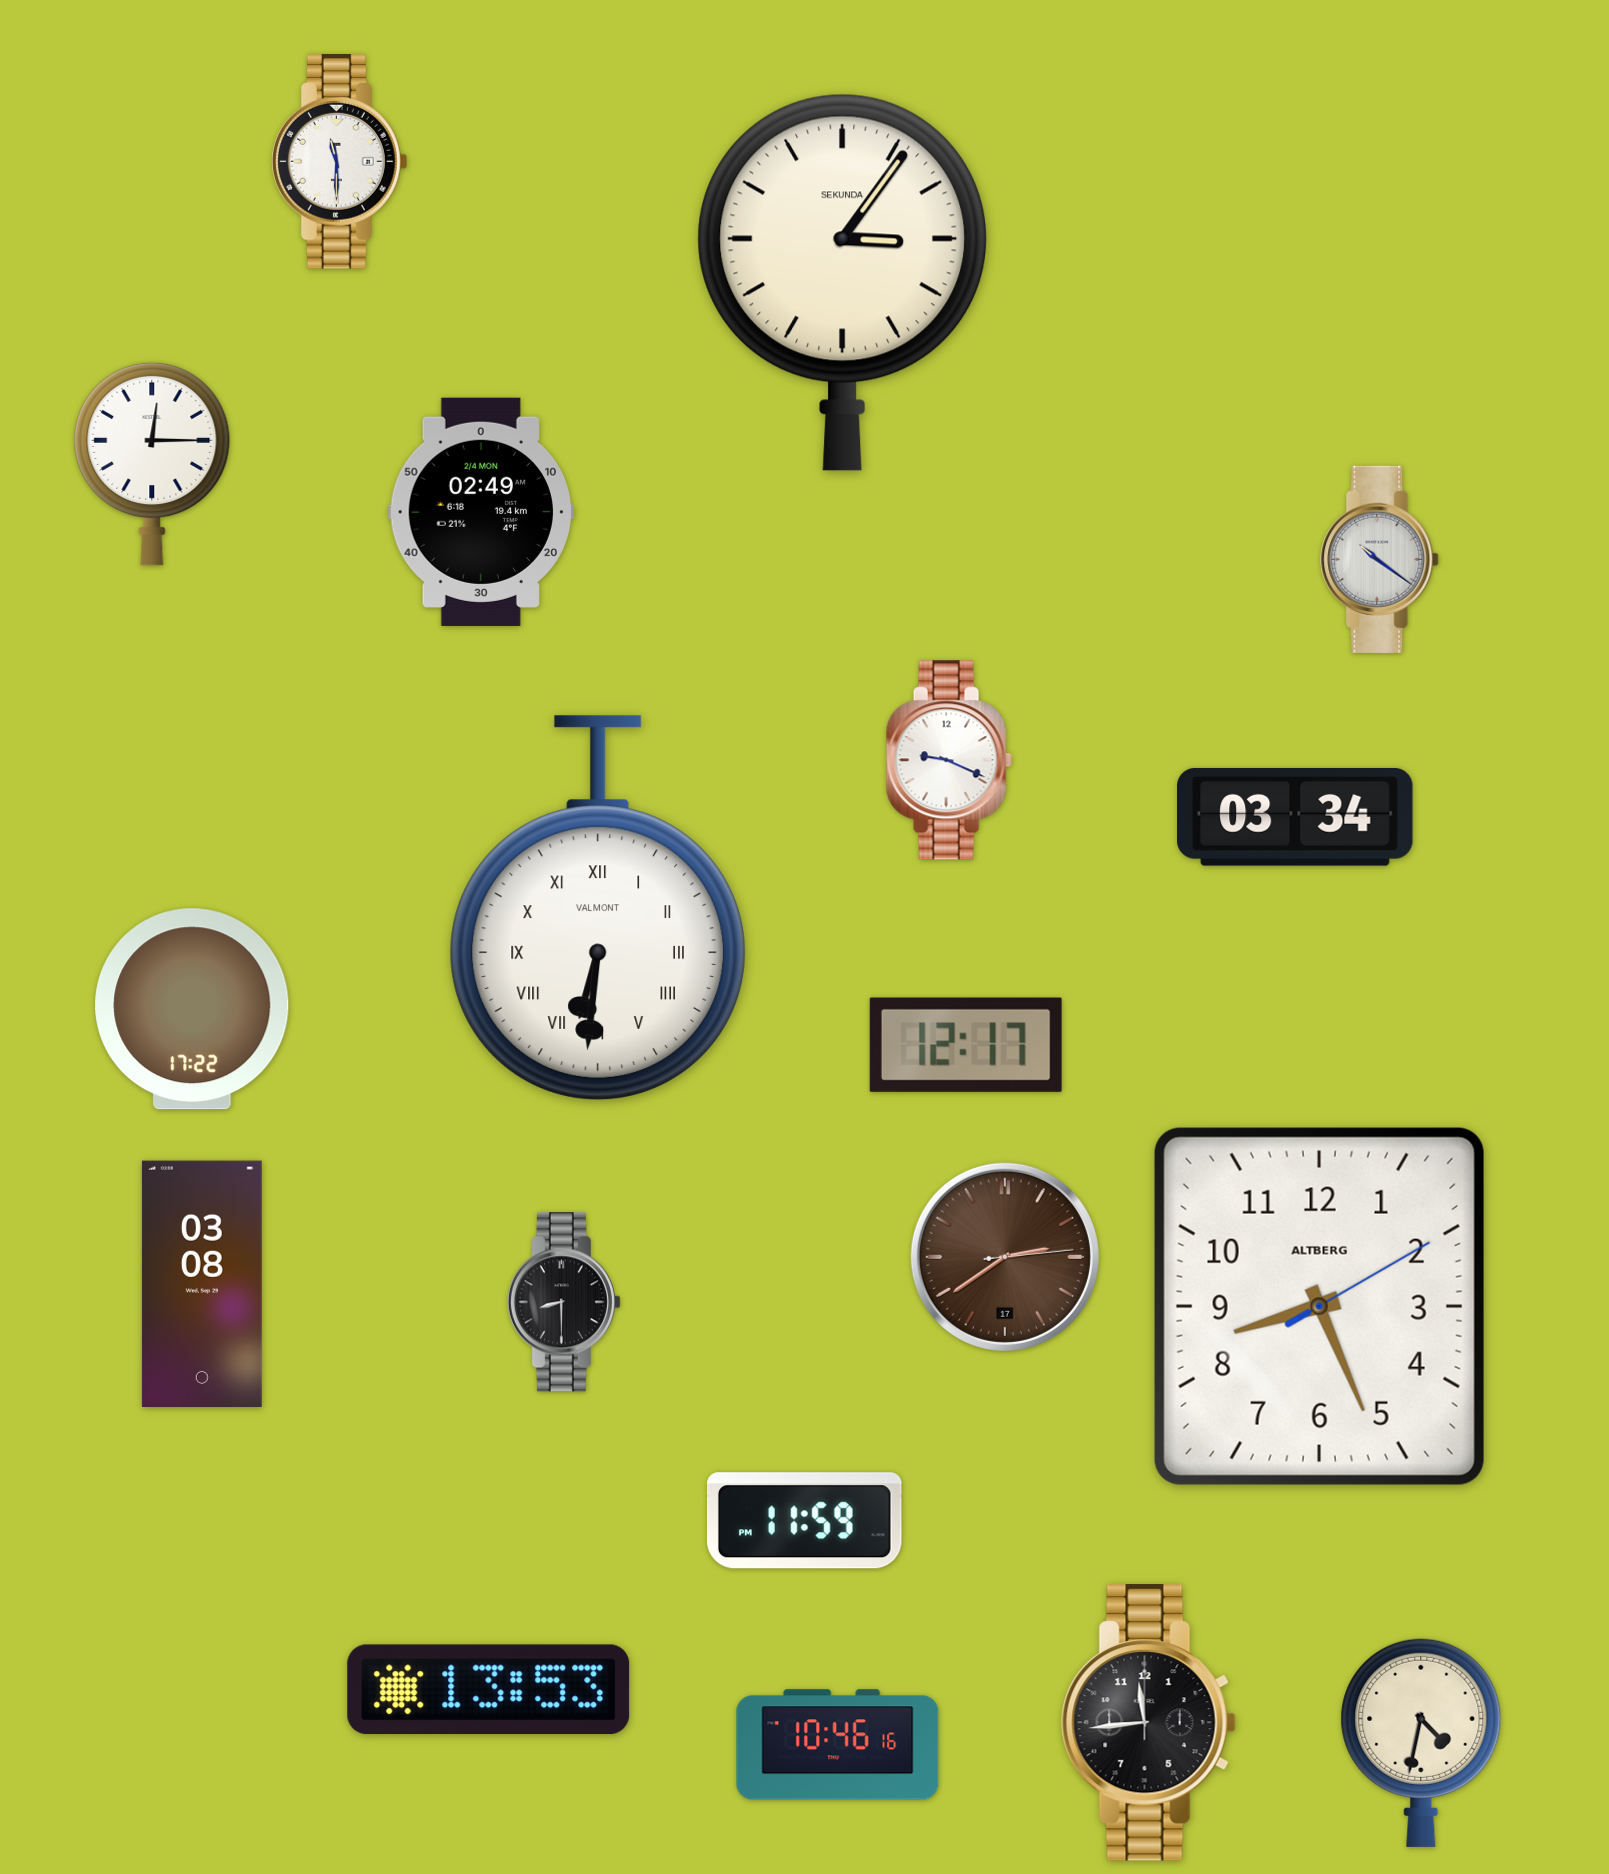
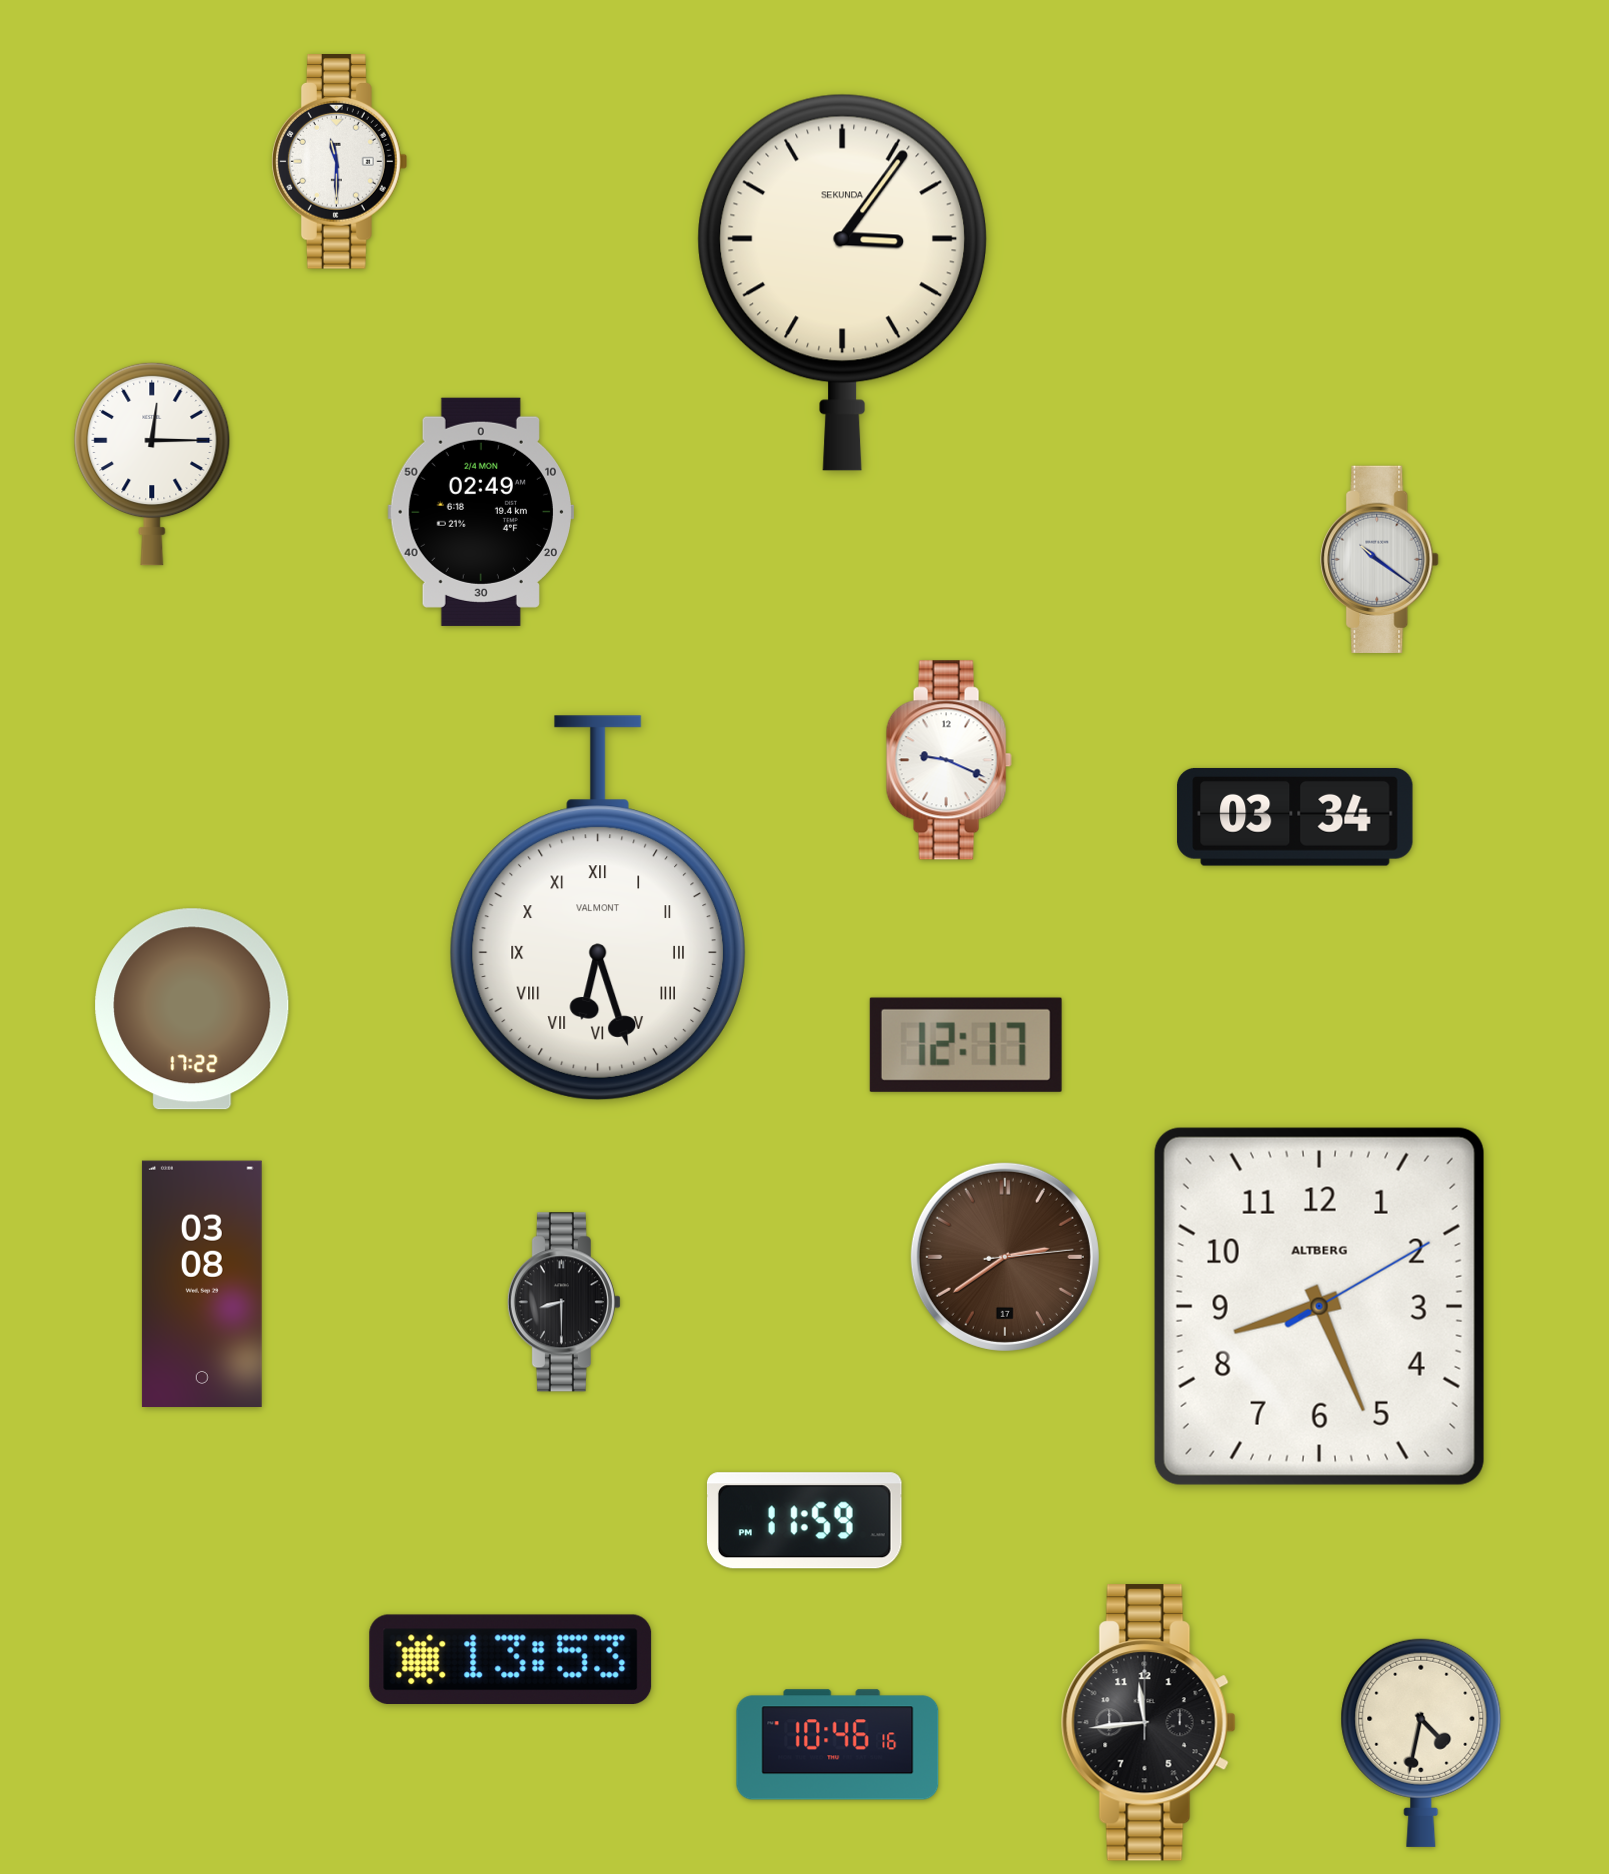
clock at (598, 908): 6:31 -> 6:27
clock at (489, 1689) position: (489, 1689) -> (511, 1659)
